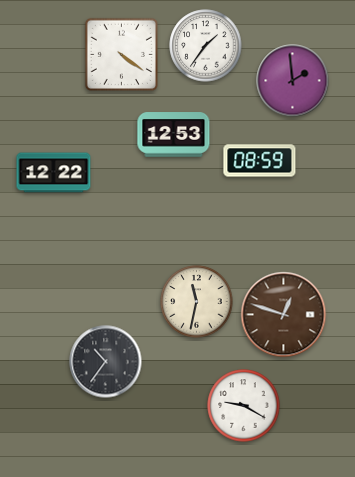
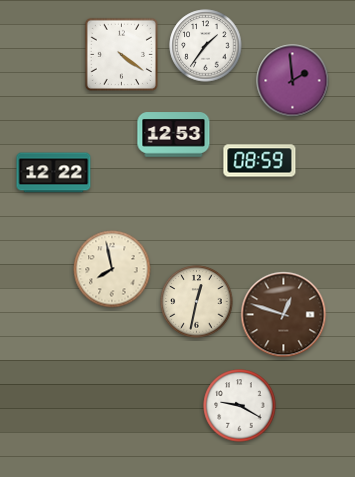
clock at (112, 269): none -> 7:58
clock at (197, 302): 11:32 -> 12:32
clock at (106, 362): 10:36 -> none
clock at (244, 406) position: (244, 406) -> (240, 406)
